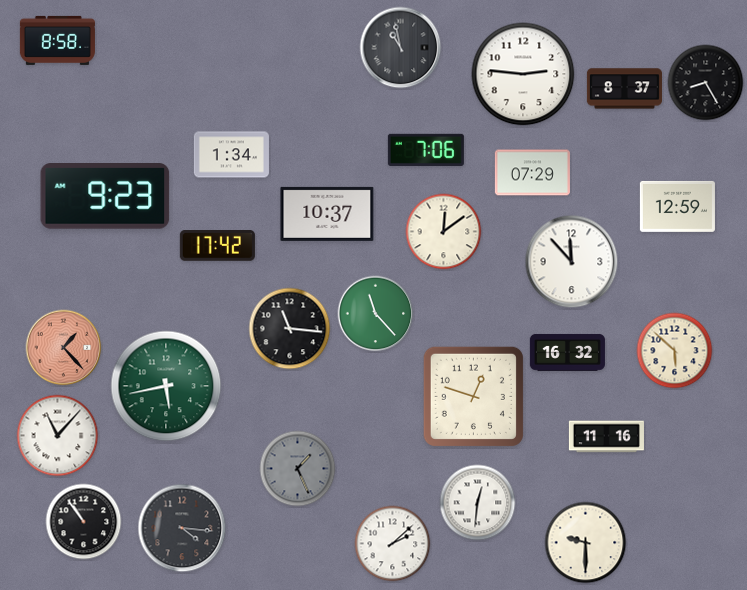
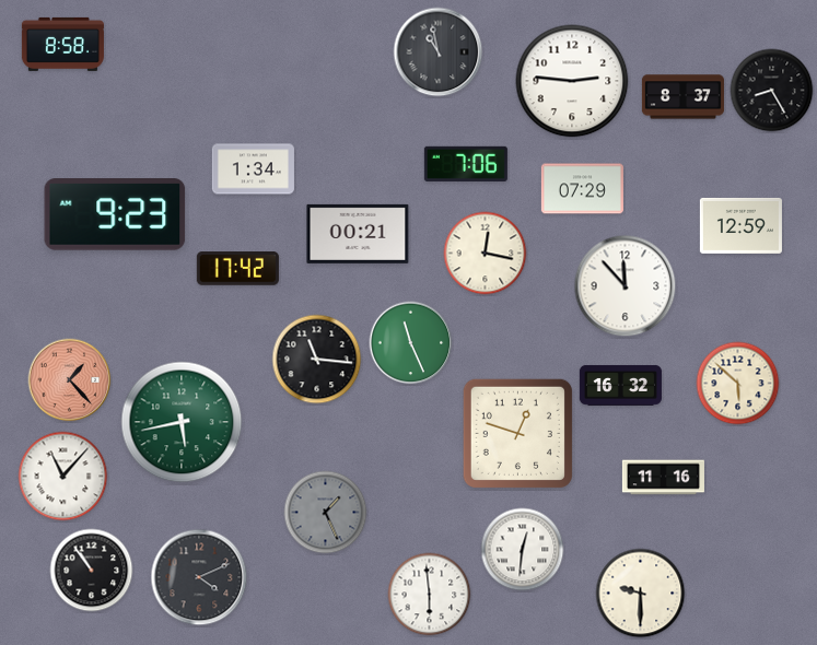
clock at (327, 214): 10:37 -> 00:21
clock at (444, 232): 12:09 -> 12:17
clock at (376, 314): 11:23 -> 11:26
clock at (182, 528): 4:16 -> 4:11
clock at (393, 544): 2:08 -> 5:59
